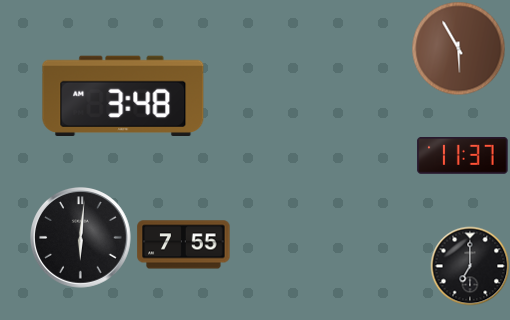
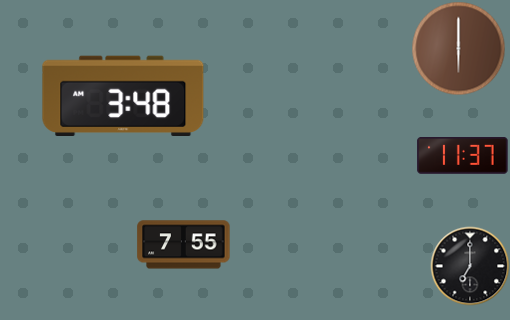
clock at (458, 48): 5:55 -> 6:00
clock at (81, 238): 6:01 -> none
